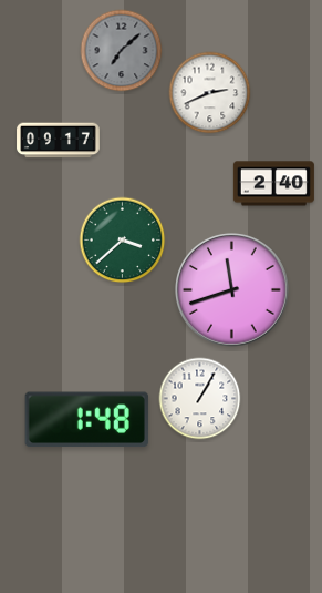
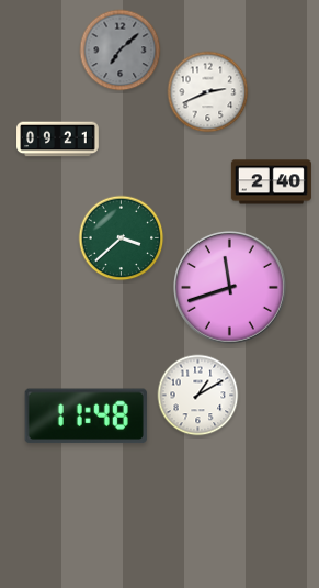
clock at (59, 141): 09:17 -> 09:21
clock at (200, 399): 1:05 -> 1:10
clock at (86, 420): 1:48 -> 11:48
